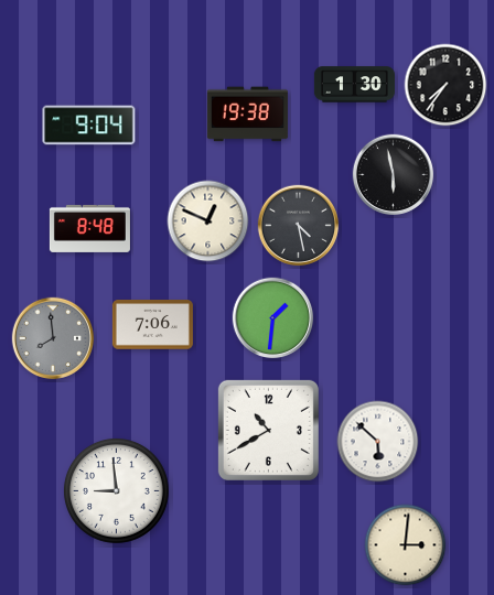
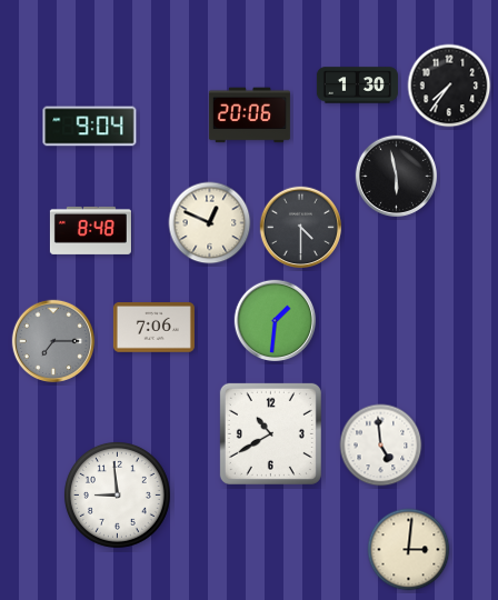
clock at (247, 115): 19:38 -> 20:06
clock at (299, 226): 4:28 -> 4:30
clock at (53, 338): 7:59 -> 7:15
clock at (378, 442): 5:52 -> 4:59
